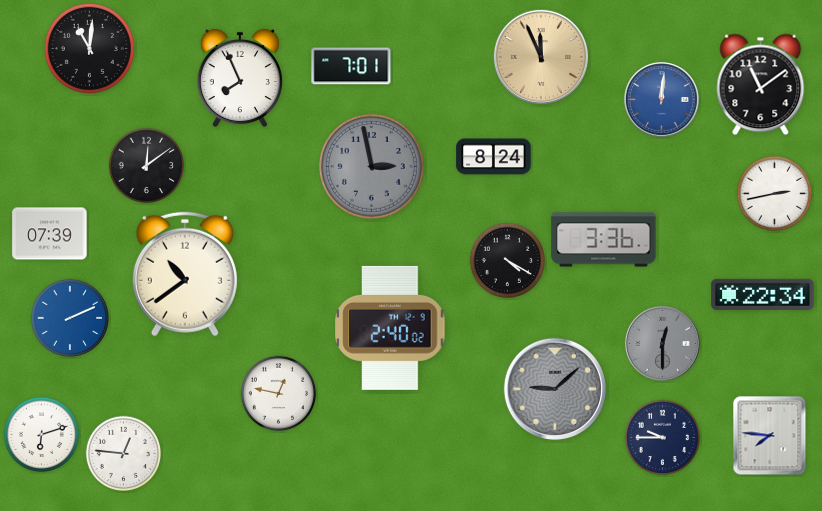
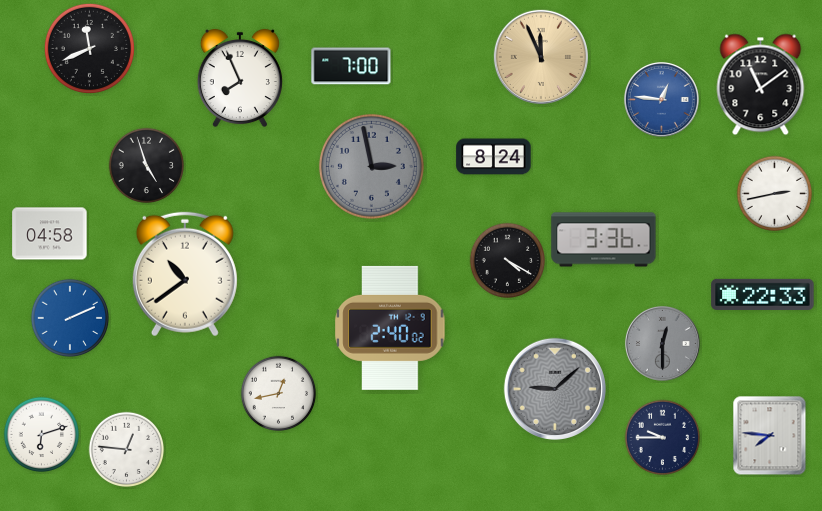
clock at (89, 48): 11:01 -> 11:41
clock at (351, 66): 7:01 -> 7:00
clock at (661, 99): 12:01 -> 12:46
clock at (147, 166): 12:09 -> 4:57
clock at (50, 234): 07:39 -> 04:58
clock at (763, 294): 22:34 -> 22:33
clock at (279, 394): 12:47 -> 12:43
clock at (124, 454) position: (124, 454) -> (127, 450)
